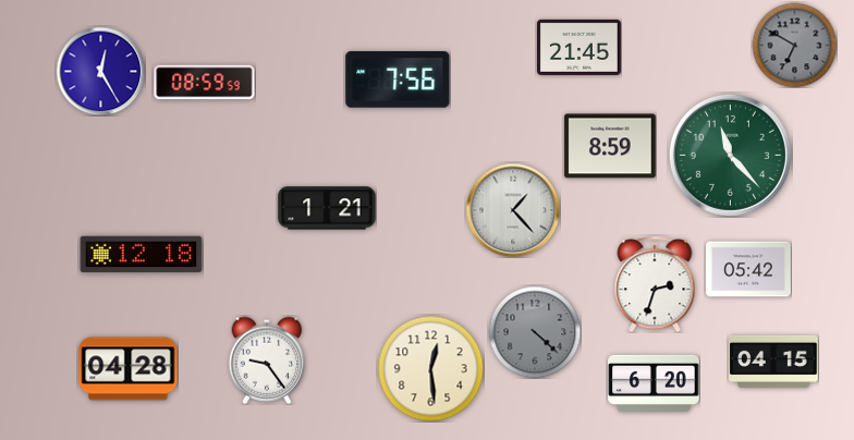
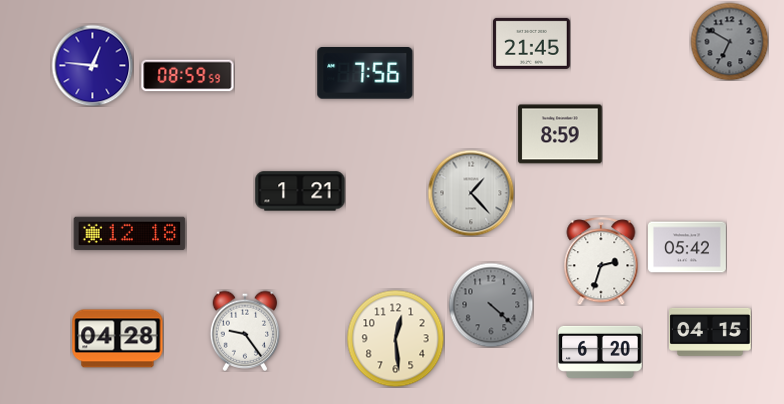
clock at (100, 71): 12:25 -> 12:46
clock at (730, 155): 11:23 -> none
